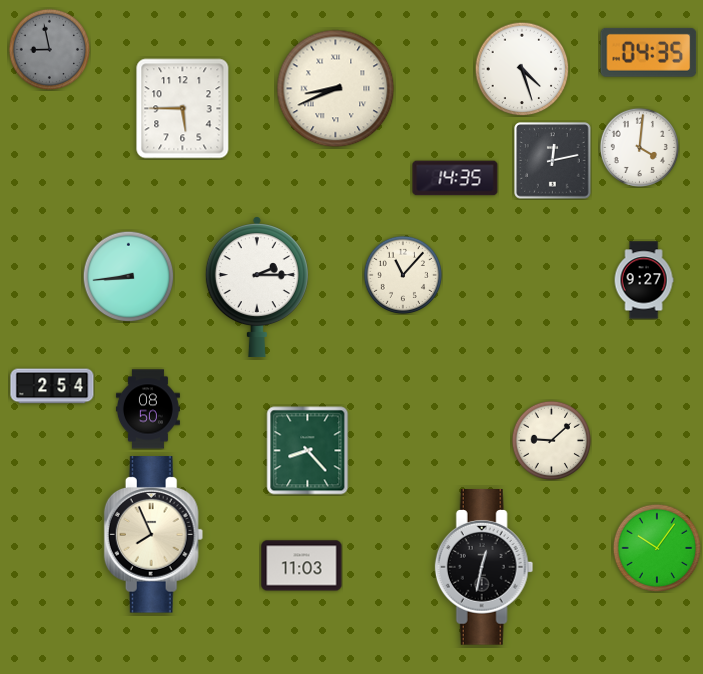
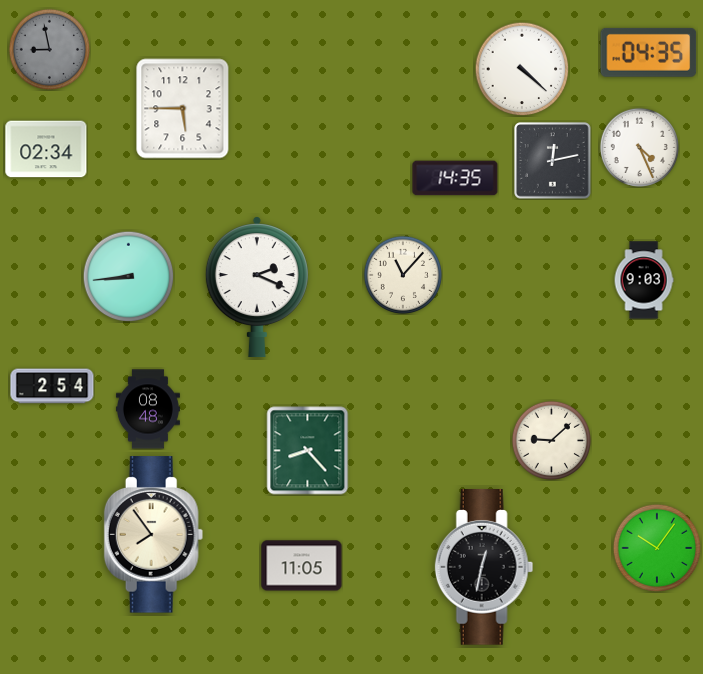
clock at (522, 69): 4:27 -> 4:22
clock at (336, 89): 8:41 -> none
clock at (639, 147): 4:01 -> 4:26
clock at (46, 149): none -> 02:34
clock at (644, 280): 9:27 -> 9:03
clock at (257, 287): 2:15 -> 2:19
clock at (148, 409): 08:50 -> 08:48
clock at (154, 535): 7:56 -> 7:54
clock at (302, 566): 11:03 -> 11:05
